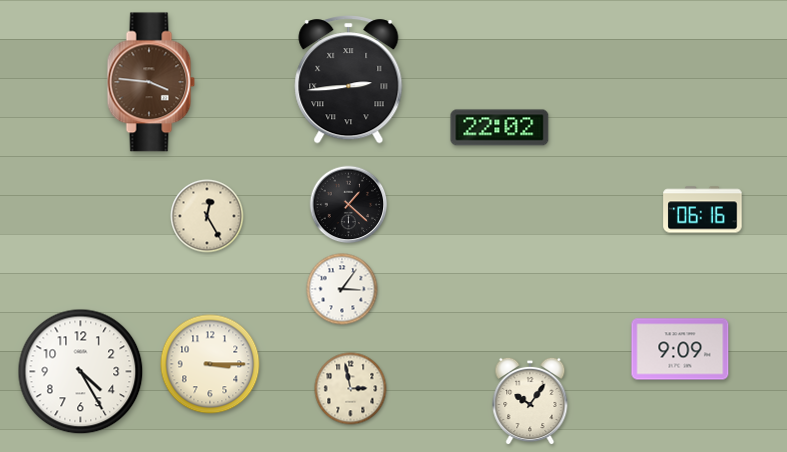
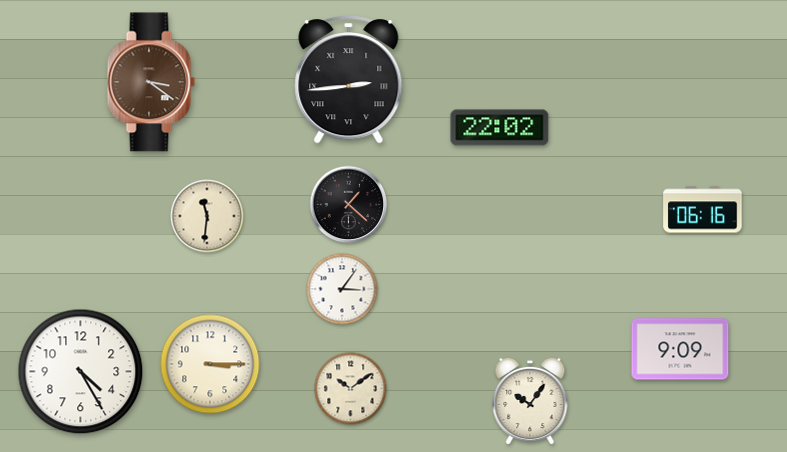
clock at (151, 82): 3:46 -> 3:21
clock at (207, 216): 12:25 -> 11:31
clock at (351, 389): 2:58 -> 10:09
